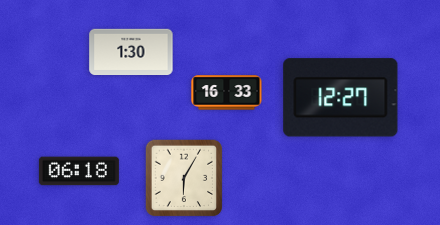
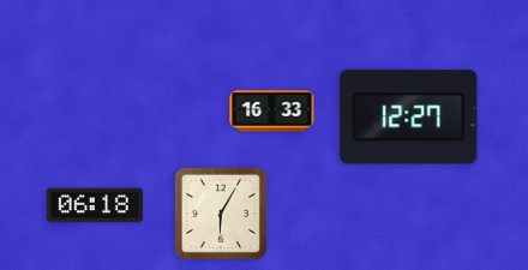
clock at (131, 51): 1:30 -> none
